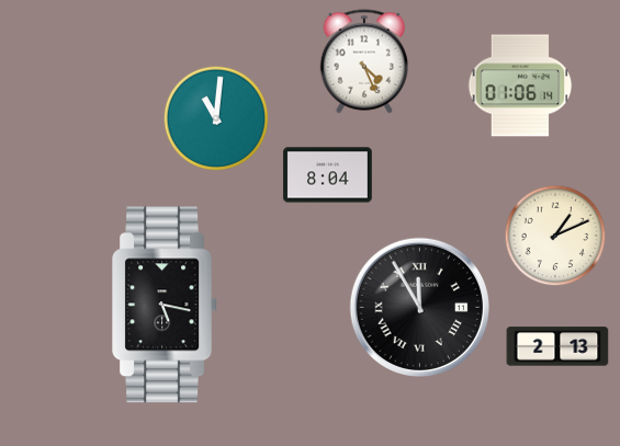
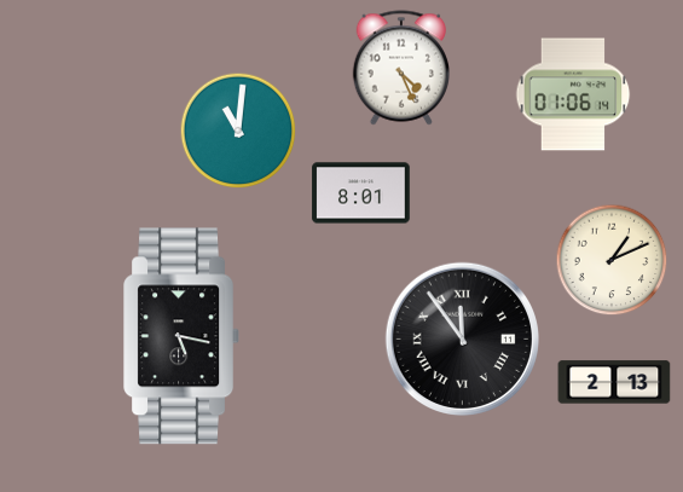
clock at (328, 175): 8:04 -> 8:01
clock at (419, 307): 11:55 -> 11:54
